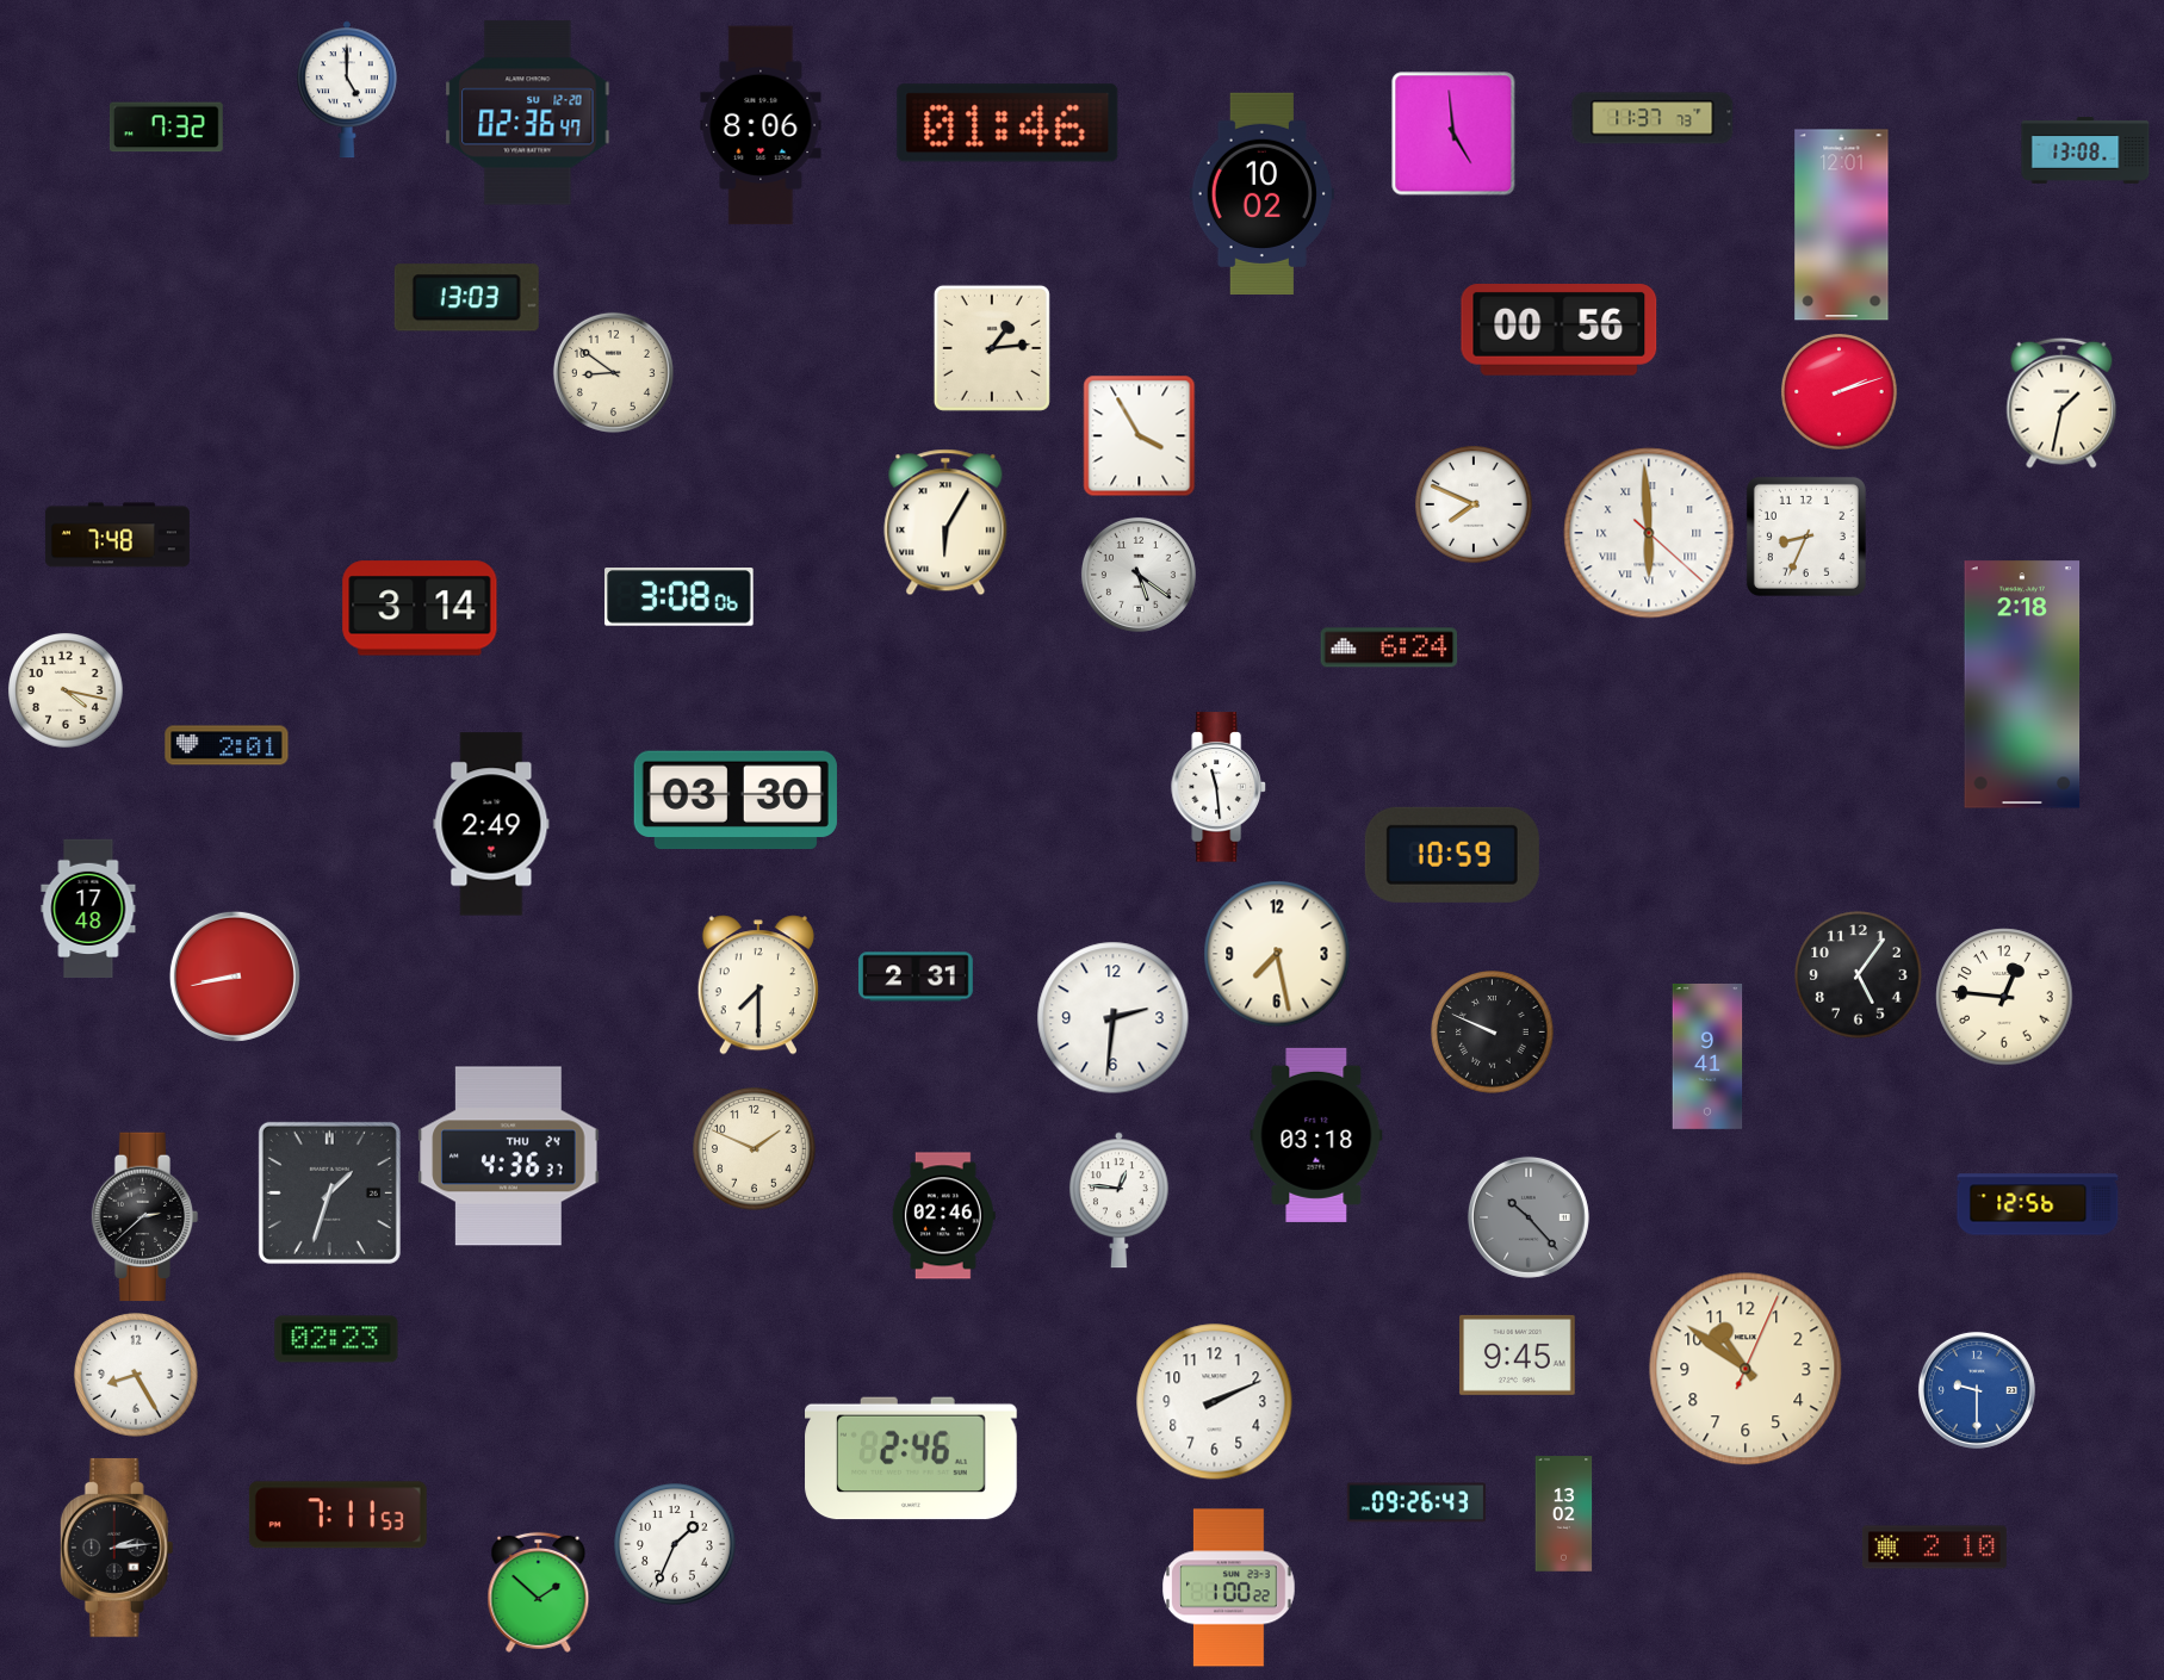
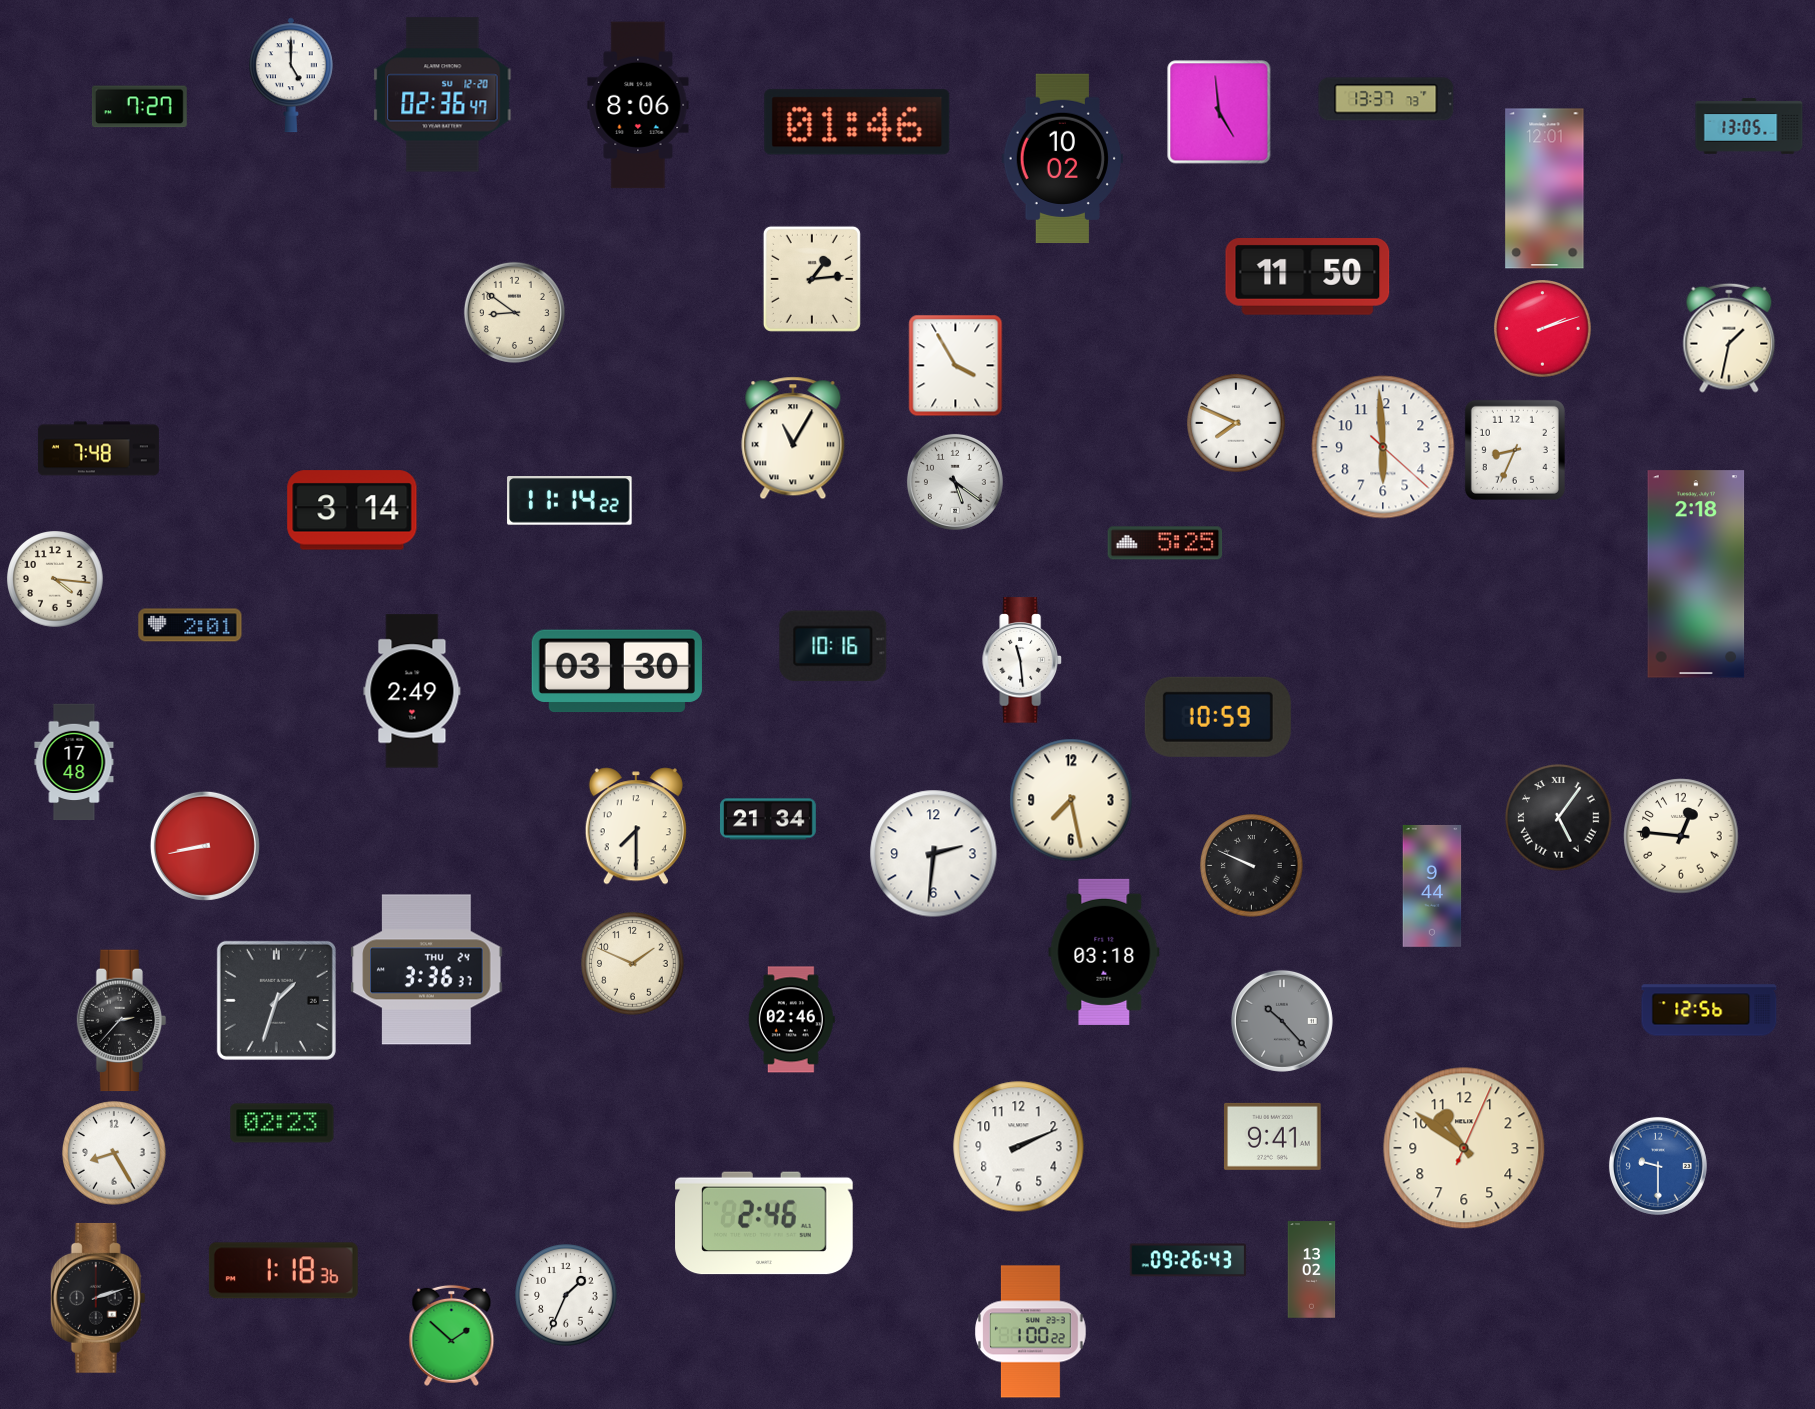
clock at (1653, 118): 11:37 -> 13:37
clock at (1007, 123) position: (1007, 123) -> (857, 122)
clock at (166, 128): 7:32 -> 7:27
clock at (2085, 150): 13:08 -> 13:05
clock at (1263, 193) position: (1263, 193) -> (1063, 158)
clock at (466, 298): 13:03 -> none
clock at (1560, 330): 00:56 -> 11:50
clock at (992, 348) position: (992, 348) -> (812, 279)
clock at (945, 522): 6:05 -> 11:05
clock at (1649, 533) numerals: Roman -> Arabic
clock at (680, 597): 3:08 -> 11:14
clock at (1389, 647): 6:24 -> 5:25
clock at (66, 690): 4:17 -> 4:16
clock at (833, 646): none -> 10:16
clock at (1859, 975) numerals: Arabic -> Roman
clock at (235, 977) position: (235, 977) -> (205, 846)
clock at (917, 977): 2:31 -> 21:34
clock at (1707, 1056): 9:41 -> 9:44
clock at (509, 1157): 4:36 -> 3:36
clock at (1118, 1201): 12:46 -> none
clock at (145, 1217): 2:38 -> 2:37
clock at (1518, 1354): 9:45 -> 9:41
clock at (1215, 1402) position: (1215, 1402) -> (1019, 1147)
clock at (337, 1515): 7:11 -> 1:18
clock at (117, 1548): 2:14 -> 2:12
clock at (1934, 1548): 2:10 -> none
